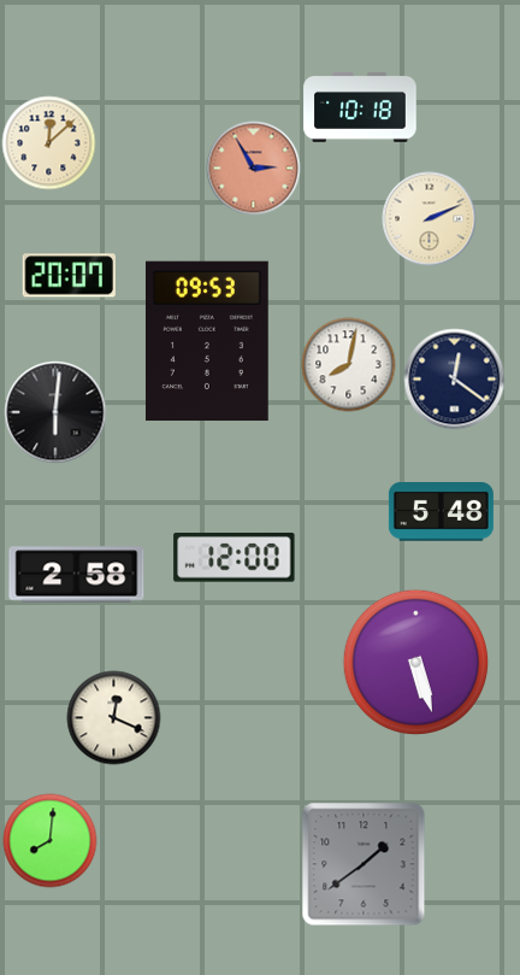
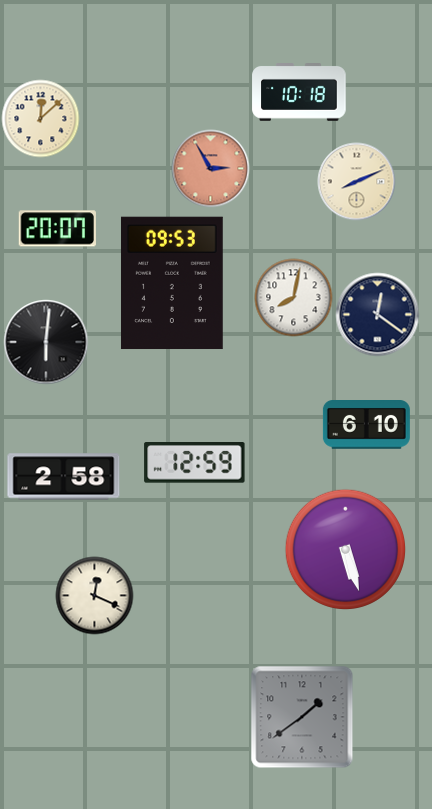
clock at (360, 108) position: (360, 108) -> (299, 93)
clock at (253, 168) position: (253, 168) -> (210, 168)
clock at (429, 218): 2:11 -> 8:11
clock at (348, 364) position: (348, 364) -> (293, 297)
clock at (441, 512): 5:48 -> 6:10
clock at (235, 558): 12:00 -> 12:59
clock at (49, 840): 8:01 -> none
